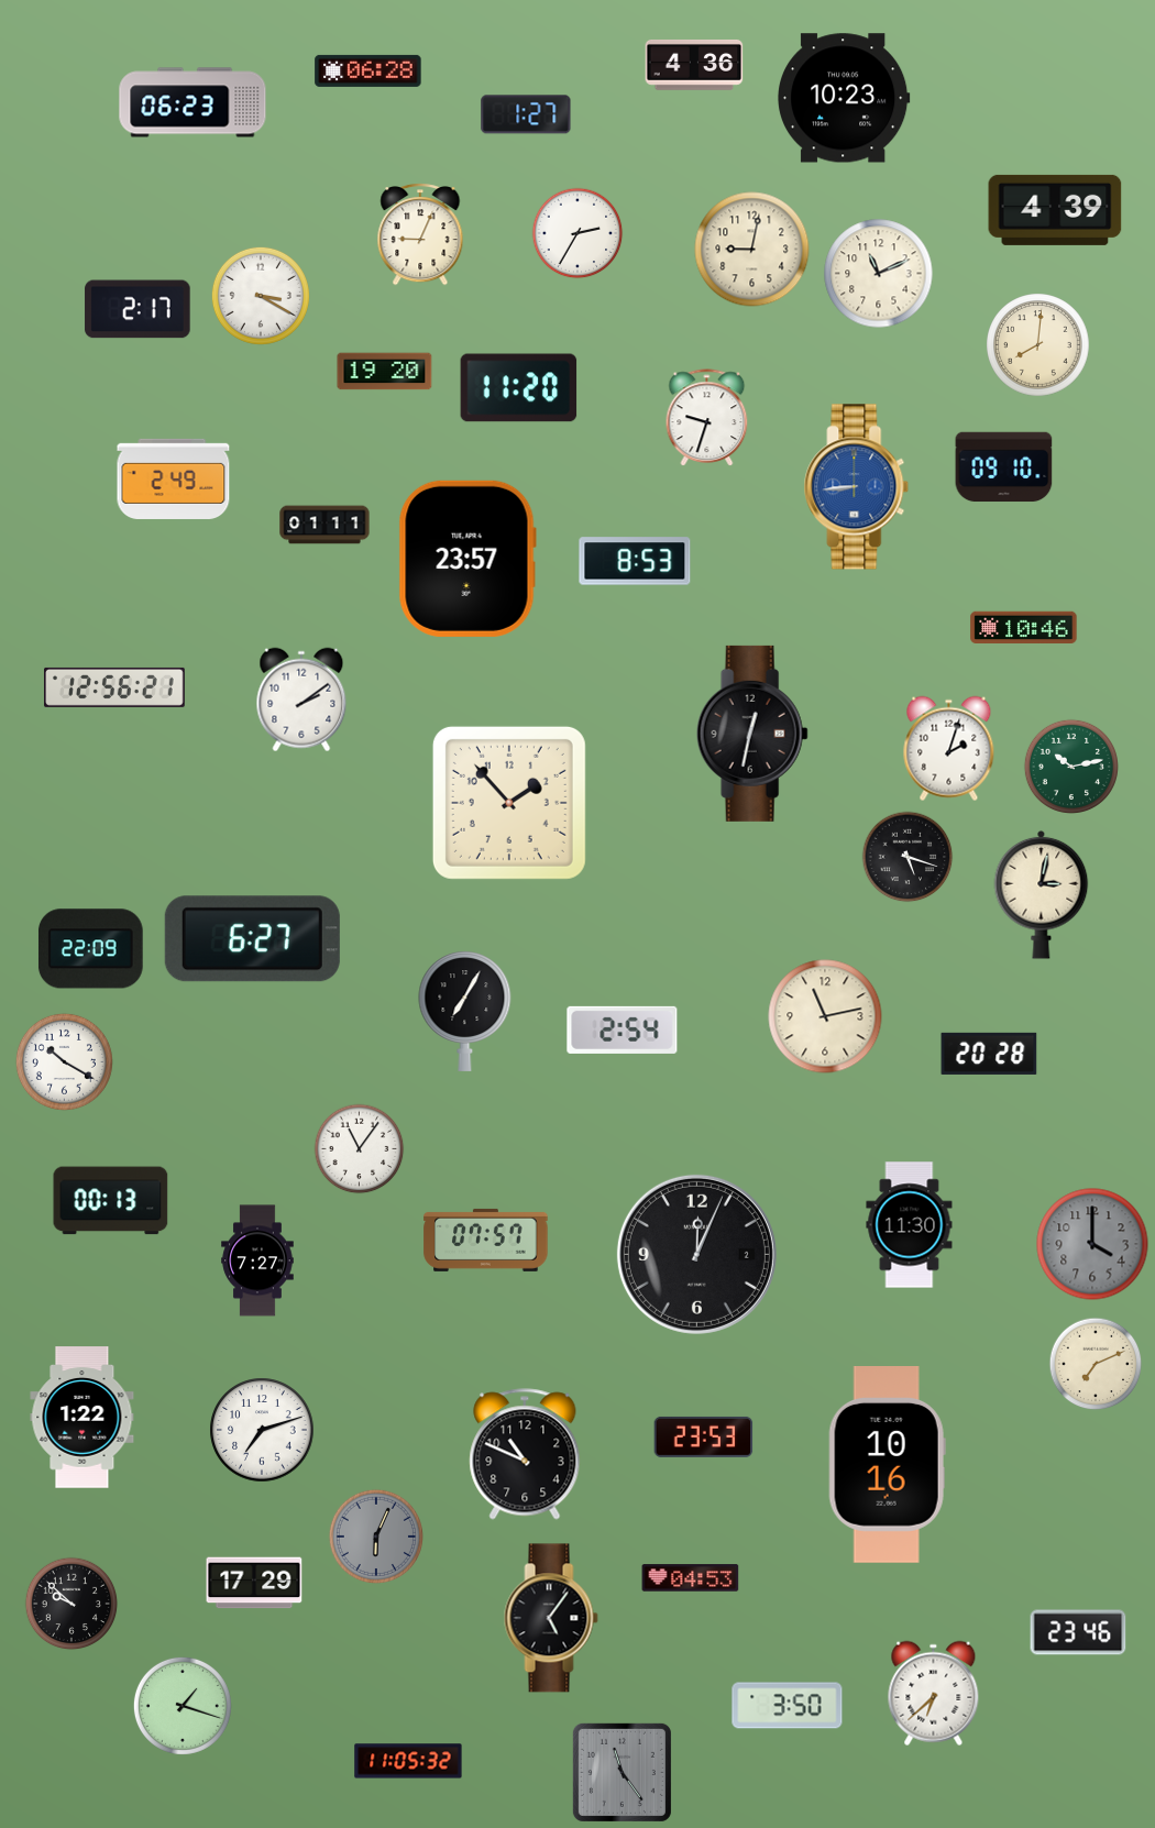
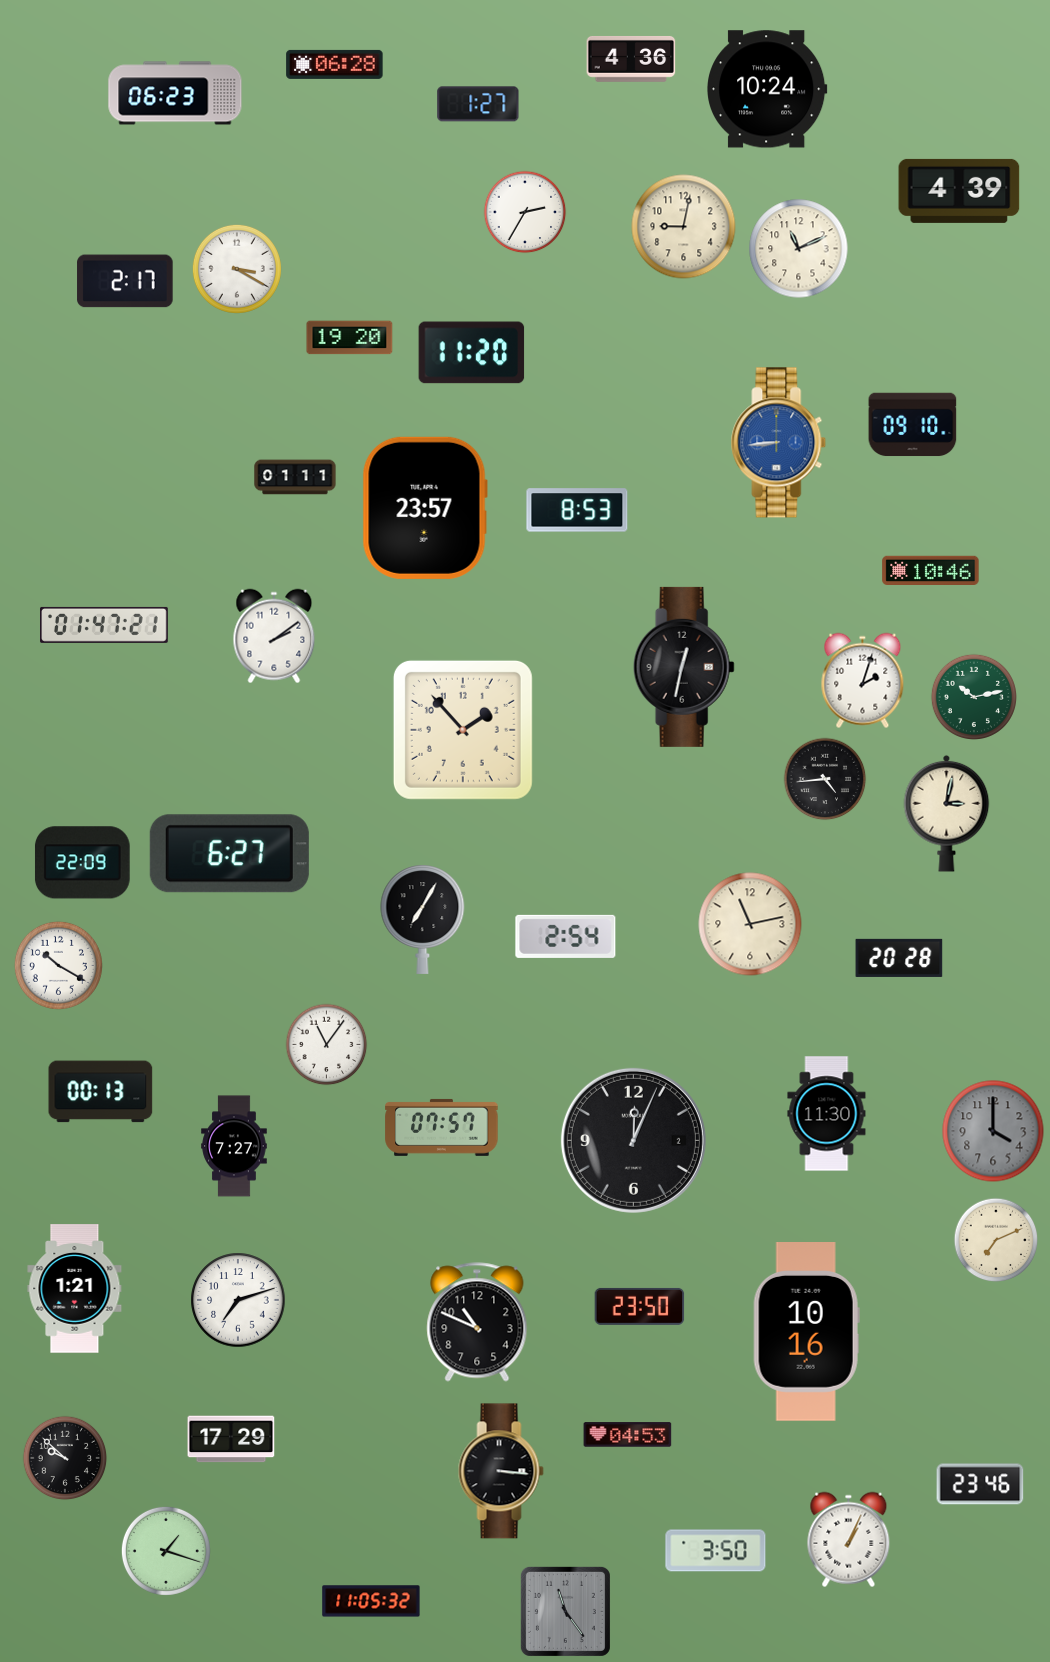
clock at (845, 98): 10:23 -> 10:24
clock at (420, 235): 9:04 -> none
clock at (1038, 345): 8:01 -> none
clock at (707, 417): 9:33 -> none
clock at (174, 478): 2:49 -> none
clock at (116, 687): 12:56 -> 01:47
clock at (908, 857): 5:18 -> 4:44
clock at (82, 1418): 1:22 -> 1:21
clock at (704, 1436): 23:53 -> 23:50
clock at (375, 1535): 6:04 -> none
clock at (551, 1618): 5:06 -> 3:16
clock at (934, 1694): 6:38 -> 1:04
